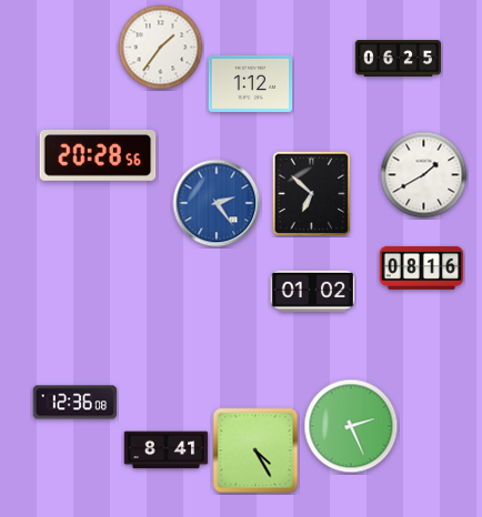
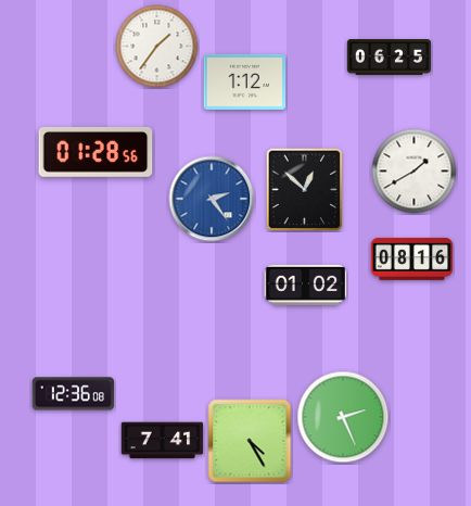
clock at (98, 156): 20:28 -> 01:28
clock at (312, 194): 6:52 -> 12:52
clock at (422, 267) position: (422, 267) -> (412, 258)
clock at (167, 450): 8:41 -> 7:41
